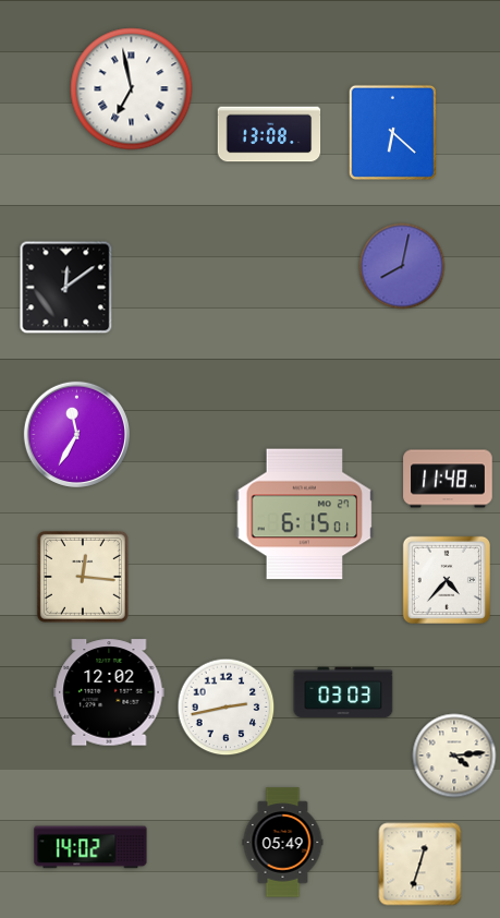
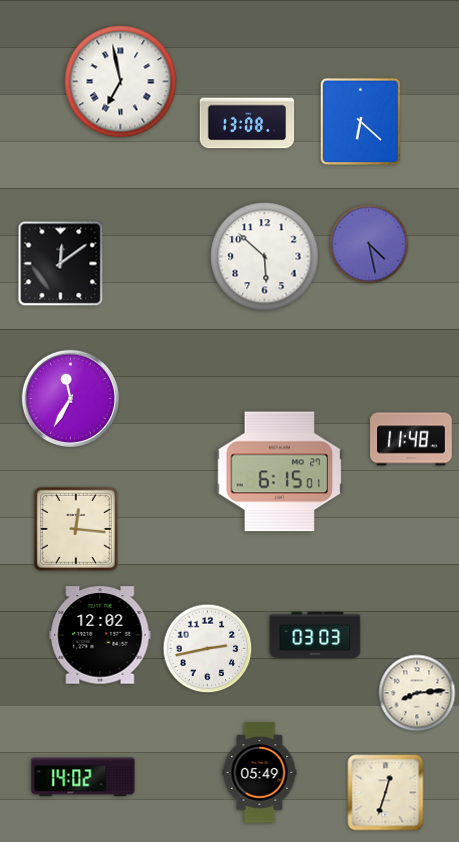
clock at (402, 266): 8:02 -> 4:28
clock at (265, 257): none -> 5:52
clock at (447, 580): 4:37 -> none
clock at (454, 756): 4:14 -> 8:14
